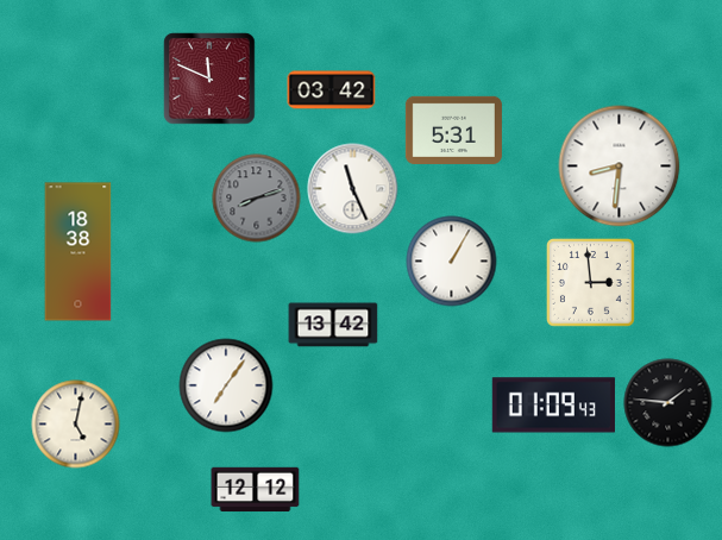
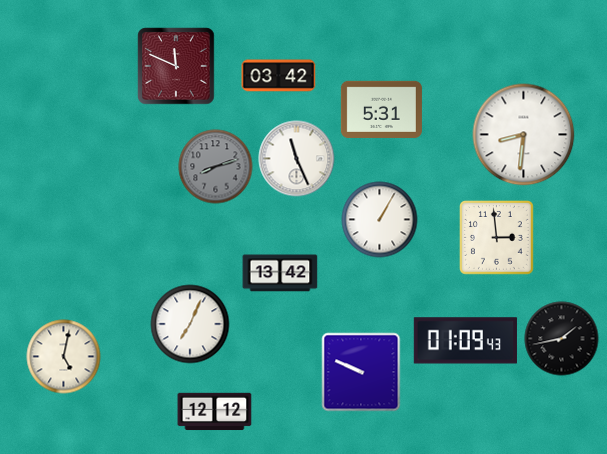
clock at (620, 167) position: (620, 167) -> (524, 135)
clock at (79, 252): 18:38 -> none
clock at (226, 385): 7:06 -> 7:04
clock at (668, 403): 1:46 -> 1:43
clock at (361, 372): none -> 9:49
